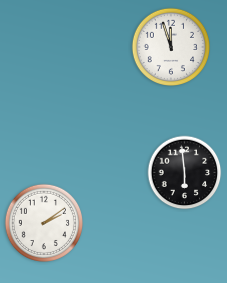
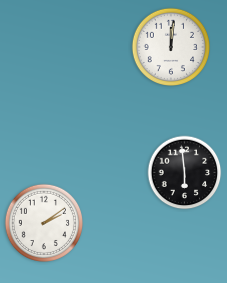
clock at (170, 46): 11:57 -> 12:01
